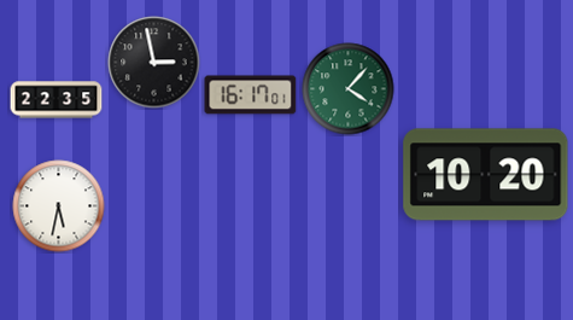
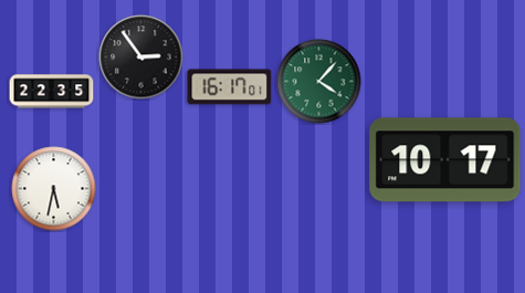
clock at (154, 63): 2:58 -> 2:54
clock at (486, 175): 10:20 -> 10:17
